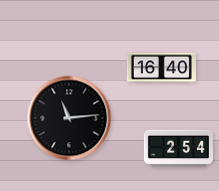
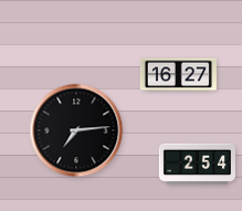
clock at (161, 68): 16:40 -> 16:27
clock at (69, 118): 11:14 -> 7:14
